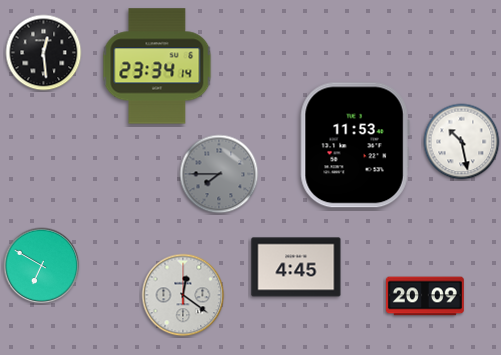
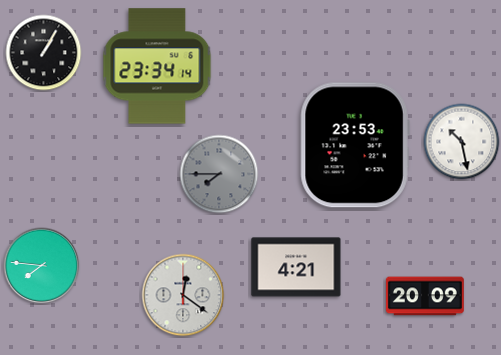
clock at (44, 53): 12:29 -> 1:05
clock at (355, 145): 11:53 -> 23:53
clock at (42, 266): 6:50 -> 7:46
clock at (296, 267): 4:45 -> 4:21
